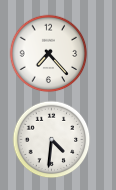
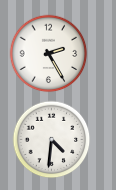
clock at (48, 53): 7:23 -> 2:25
